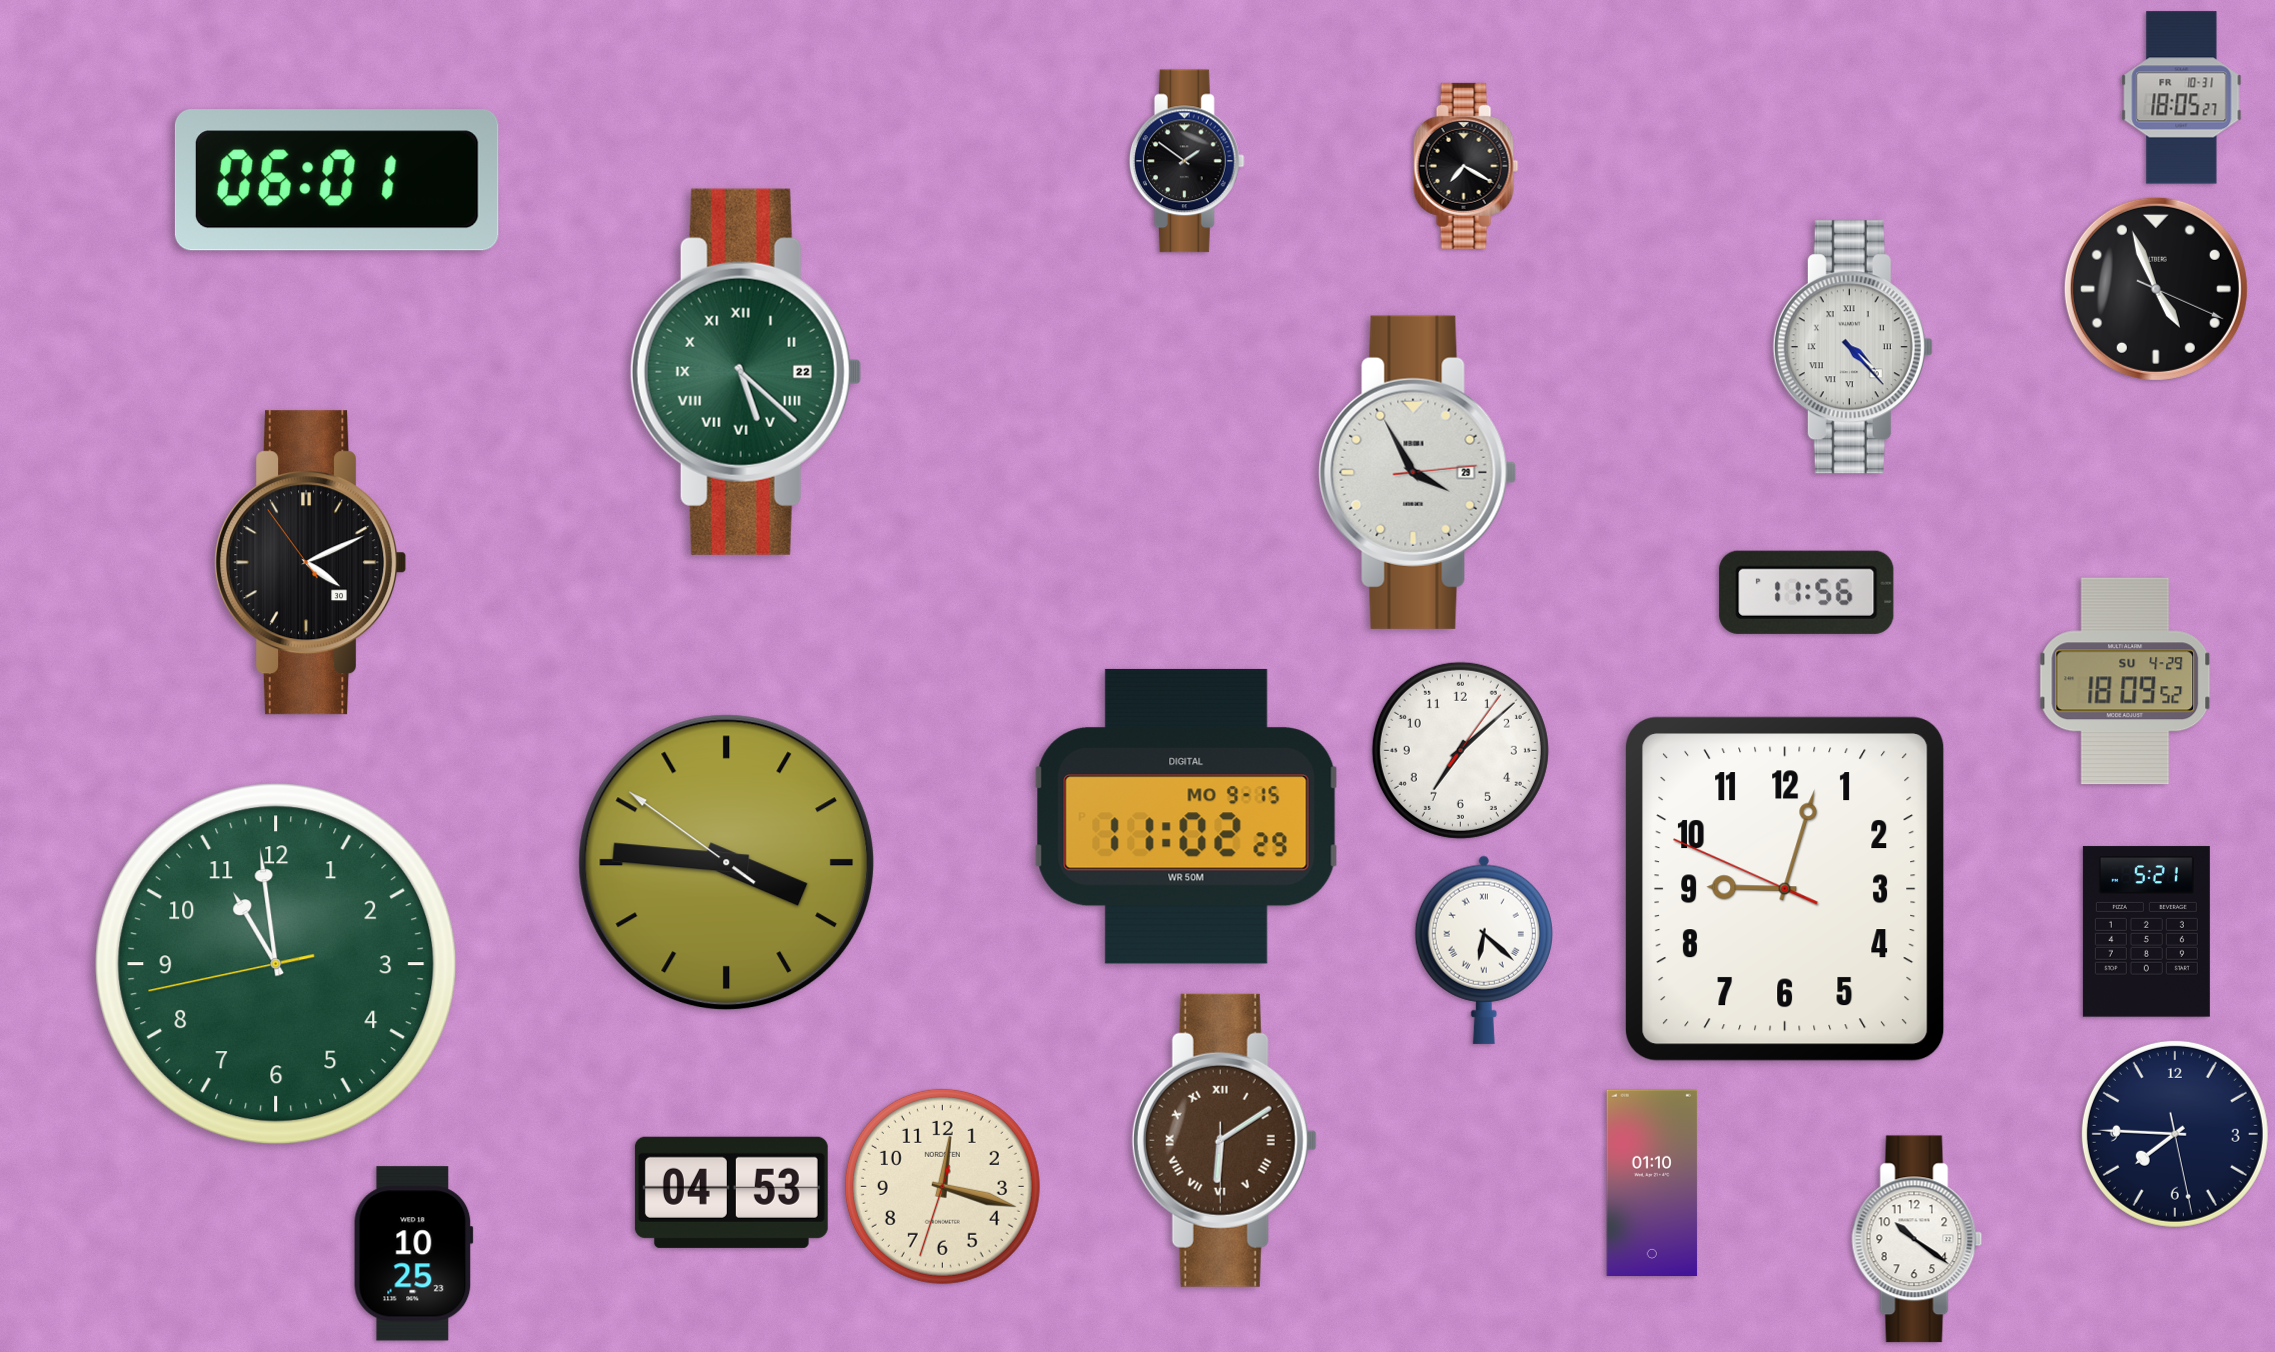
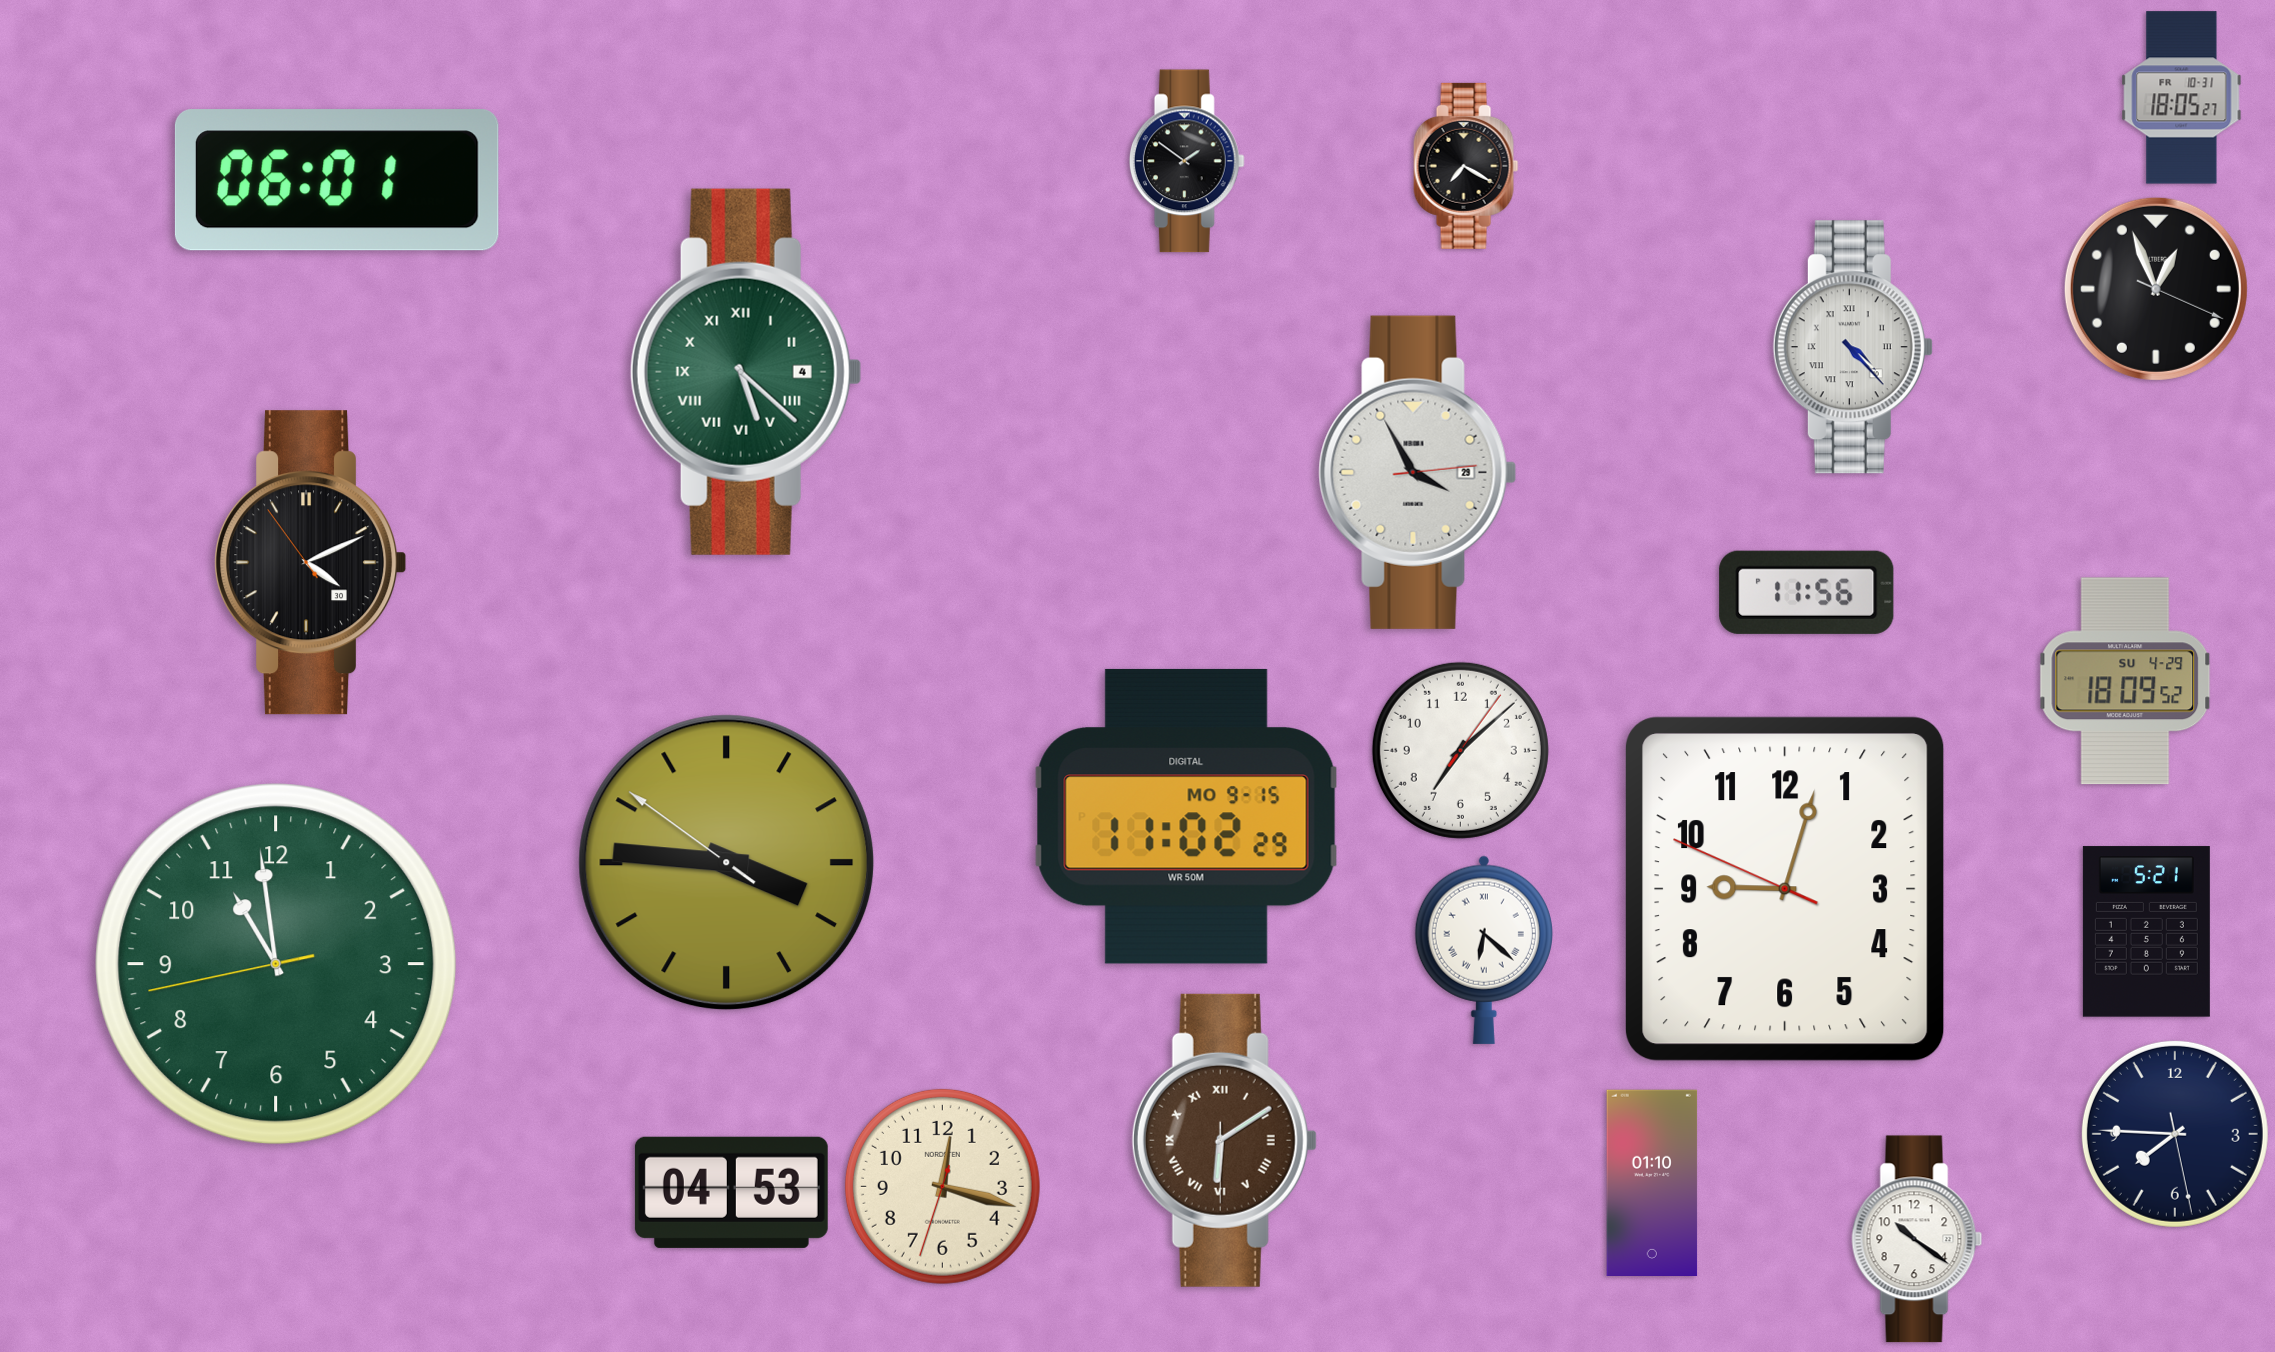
clock at (2156, 289): 4:56 -> 12:56
clock at (746, 372) date: 22 -> 4
clock at (413, 1254): 10:25 -> none
